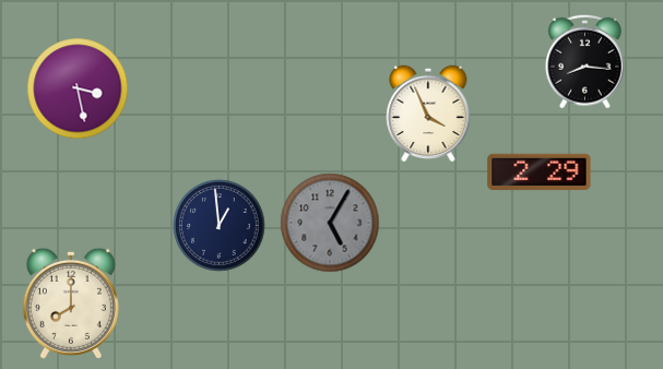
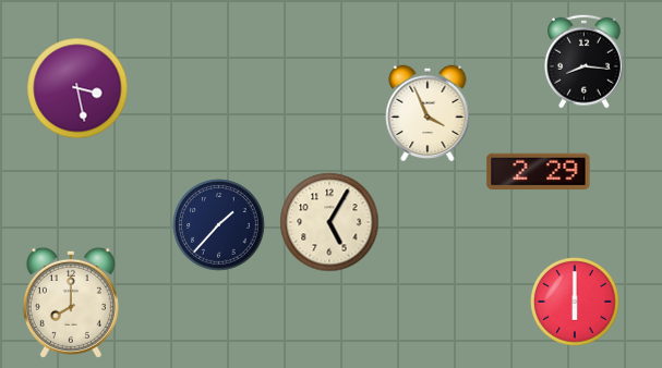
clock at (330, 223) dial: grey -> cream
clock at (220, 226): 12:59 -> 1:37
clock at (576, 303): none -> 6:00
